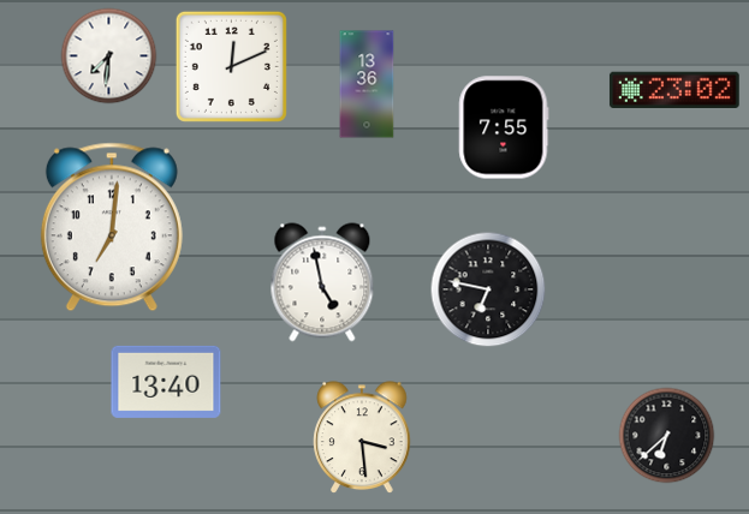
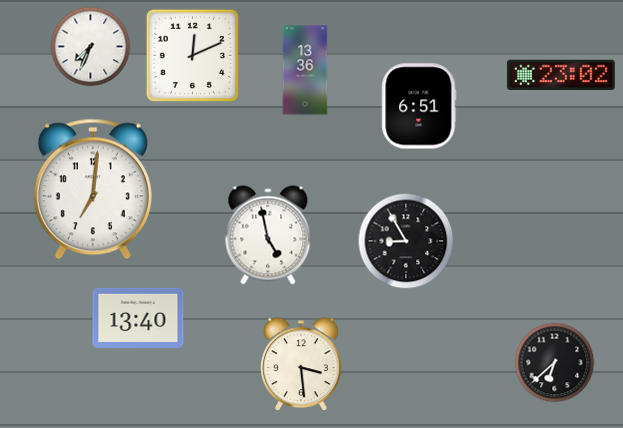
clock at (109, 56): 7:31 -> 7:34
clock at (504, 127): 7:55 -> 6:51
clock at (488, 289): 6:47 -> 8:55
